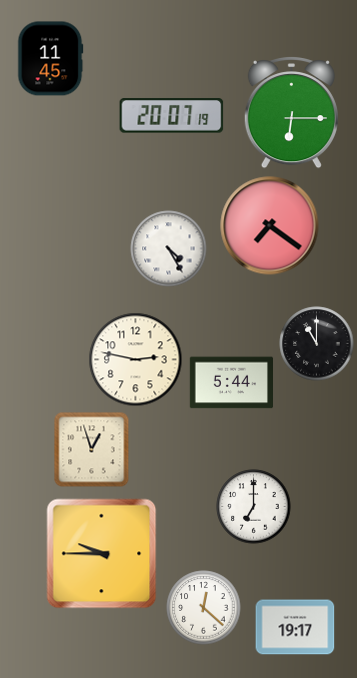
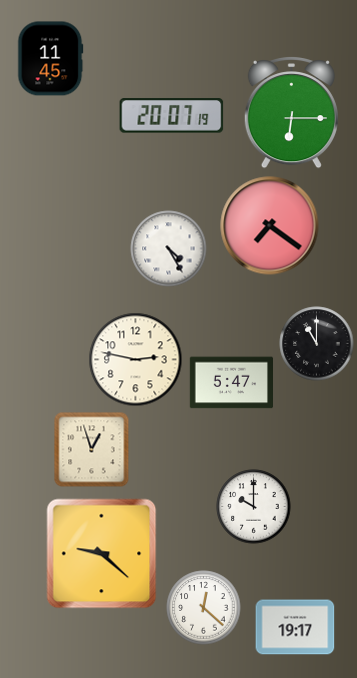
clock at (231, 383): 5:44 -> 5:47
clock at (254, 507): 7:00 -> 10:00
clock at (102, 554): 9:45 -> 9:22
